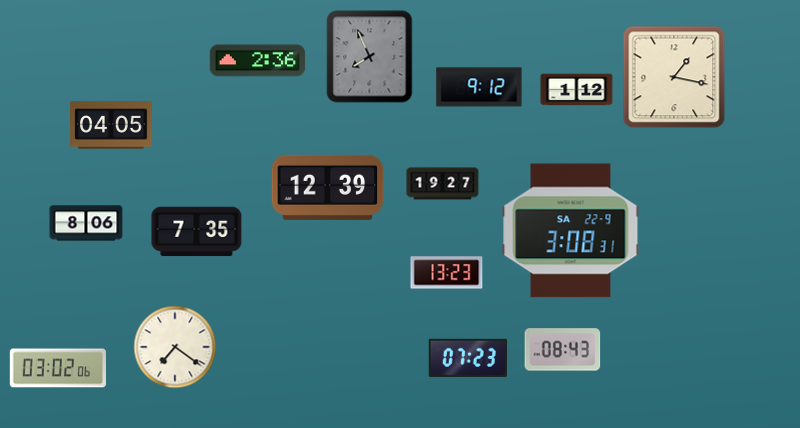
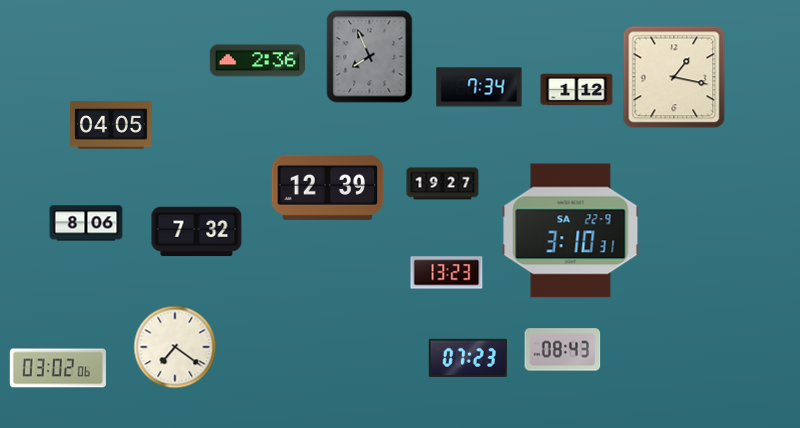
clock at (479, 87): 9:12 -> 7:34
clock at (571, 231): 3:08 -> 3:10
clock at (197, 232): 7:35 -> 7:32
